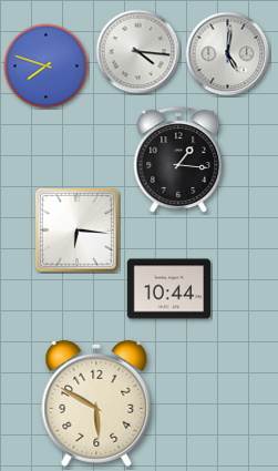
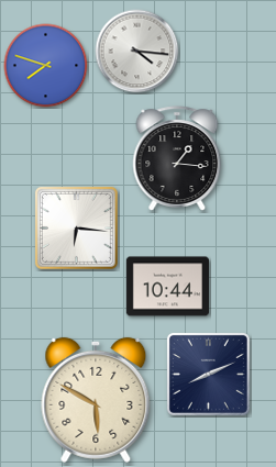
clock at (228, 54): 5:01 -> none
clock at (208, 374): none -> 8:11
